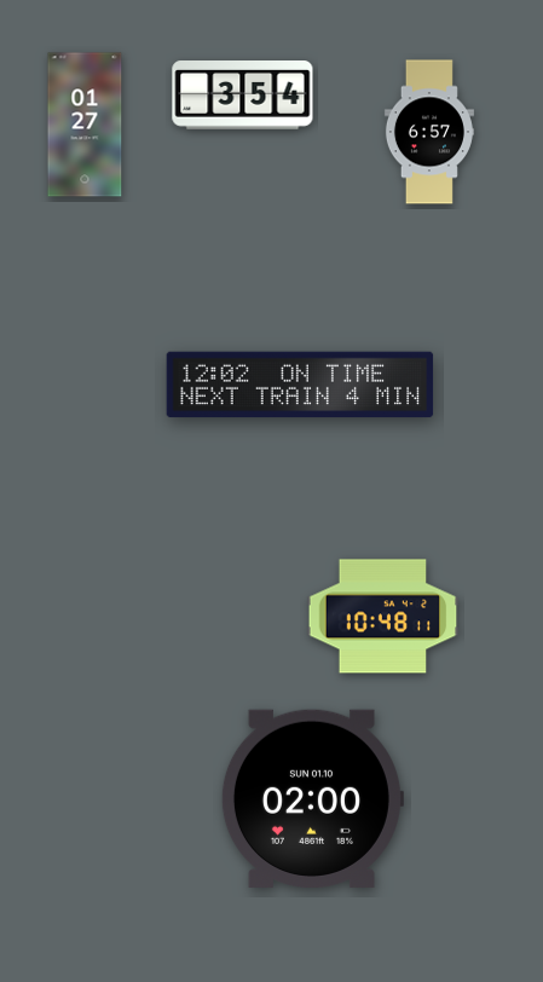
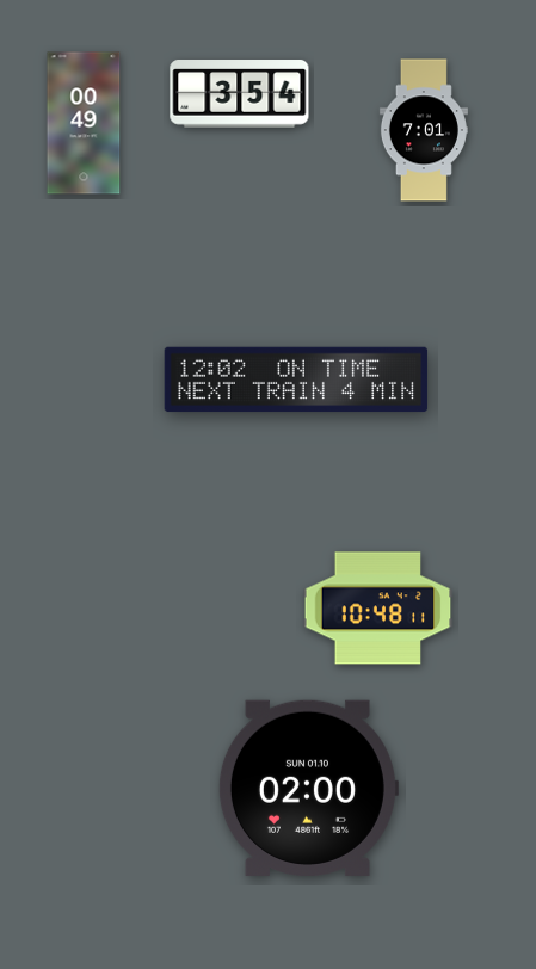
clock at (85, 125): 01:27 -> 00:49
clock at (429, 132): 6:57 -> 7:01
